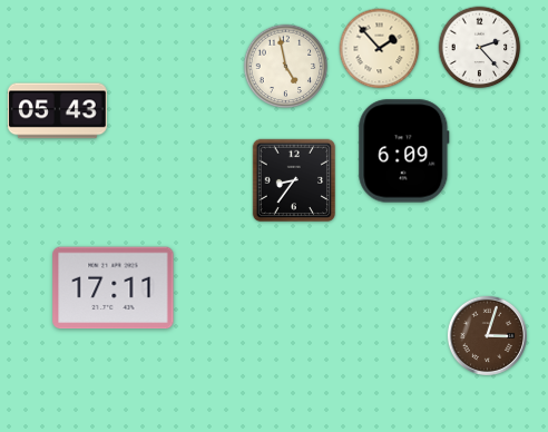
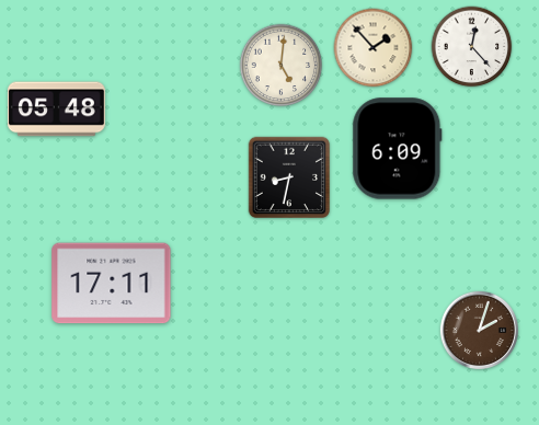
clock at (480, 48): 2:23 -> 12:23
clock at (286, 67): 4:58 -> 5:01
clock at (57, 111): 05:43 -> 05:48
clock at (294, 180): 8:36 -> 8:32
clock at (487, 335): 3:03 -> 2:03
